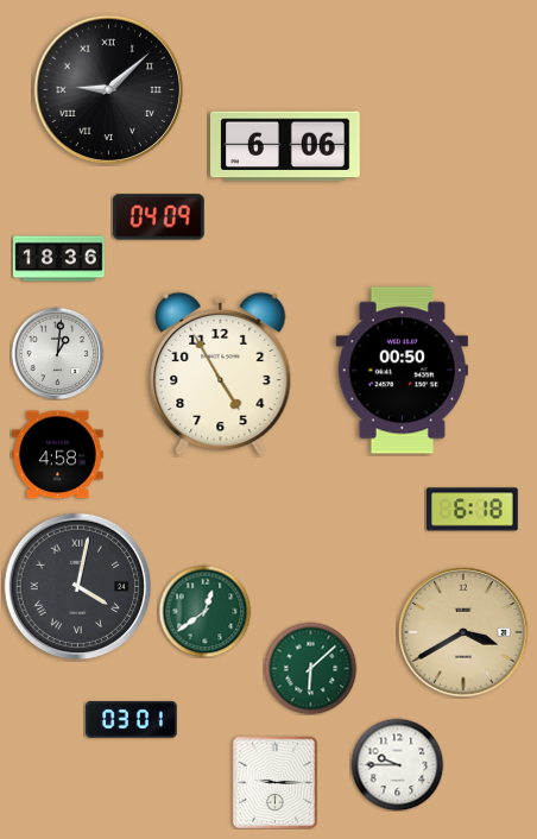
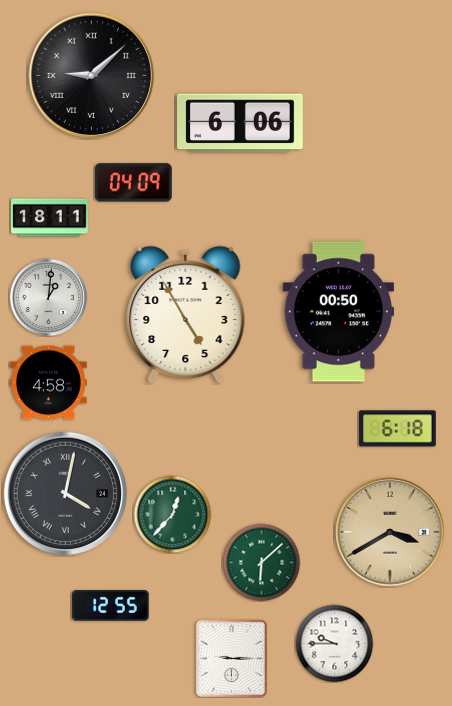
clock at (59, 259): 18:36 -> 18:11
clock at (204, 611): 12:39 -> 12:37
clock at (132, 720): 03:01 -> 12:55
